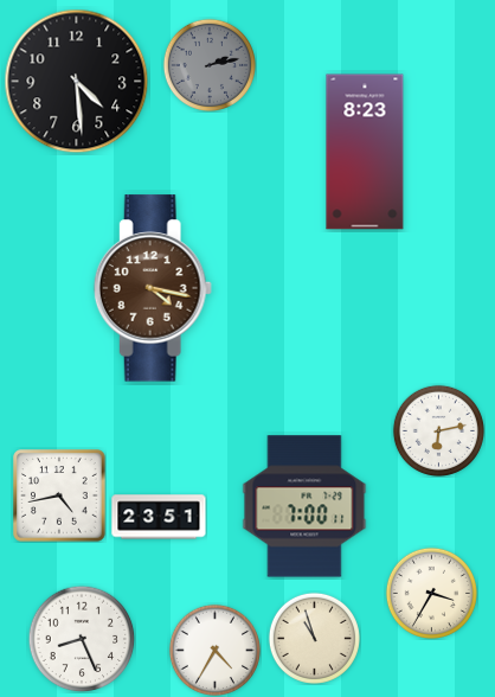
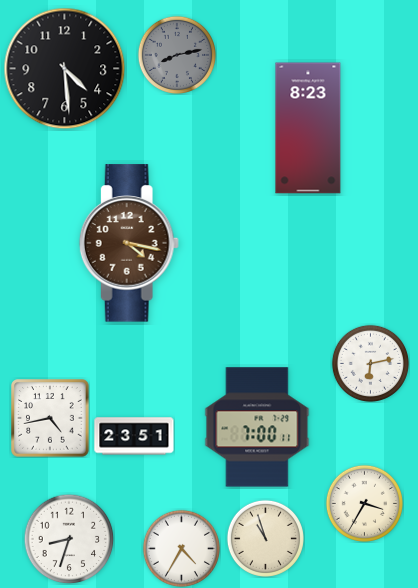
clock at (208, 64): 2:13 -> 8:13
clock at (431, 593) position: (431, 593) -> (364, 503)
clock at (82, 639): 8:26 -> 8:33
